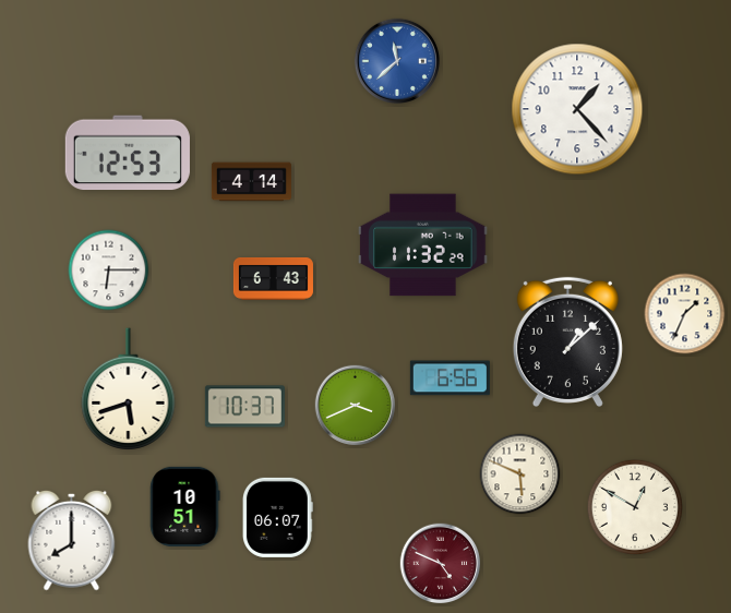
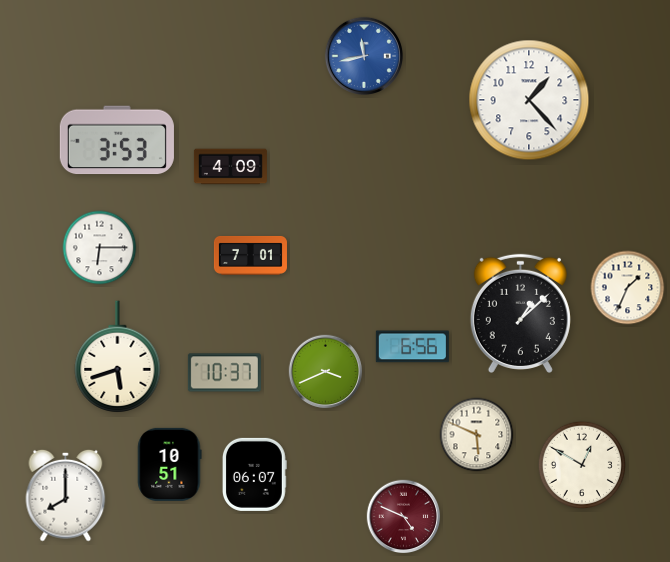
clock at (396, 60): 11:38 -> 11:43
clock at (128, 153): 12:53 -> 3:53
clock at (251, 182): 4:14 -> 4:09
clock at (423, 245): 11:32 -> none
clock at (273, 278): 6:43 -> 7:01
